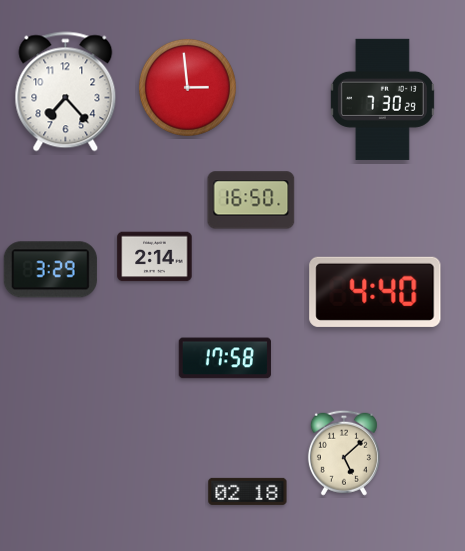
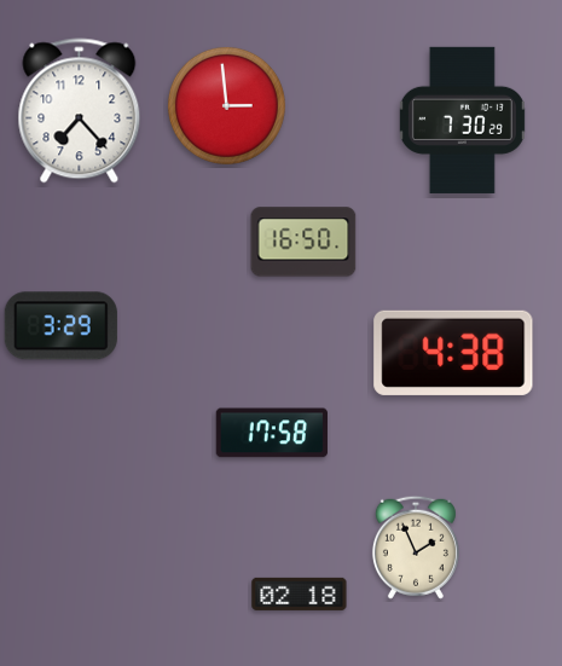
clock at (155, 257): 2:14 -> none
clock at (375, 292): 4:40 -> 4:38
clock at (344, 453): 5:08 -> 1:56
